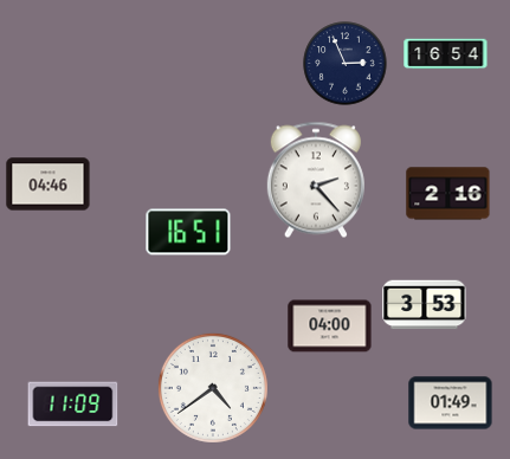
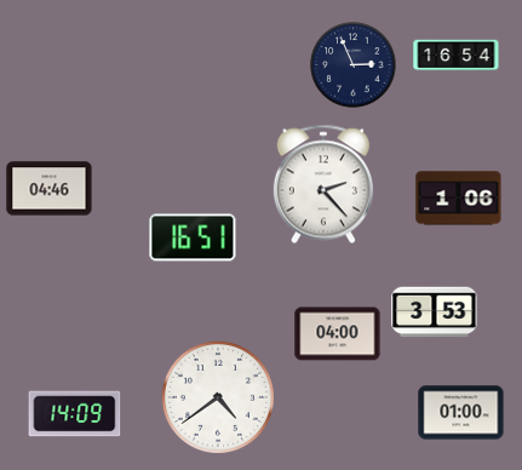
clock at (448, 194): 2:16 -> 1:06
clock at (451, 403): 01:49 -> 01:00
clock at (73, 405): 11:09 -> 14:09
